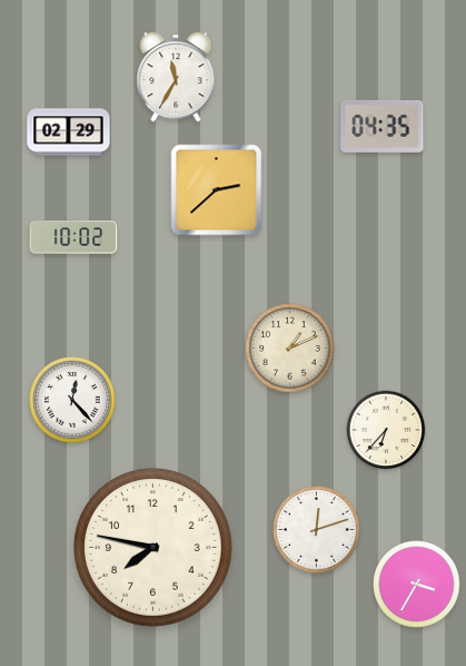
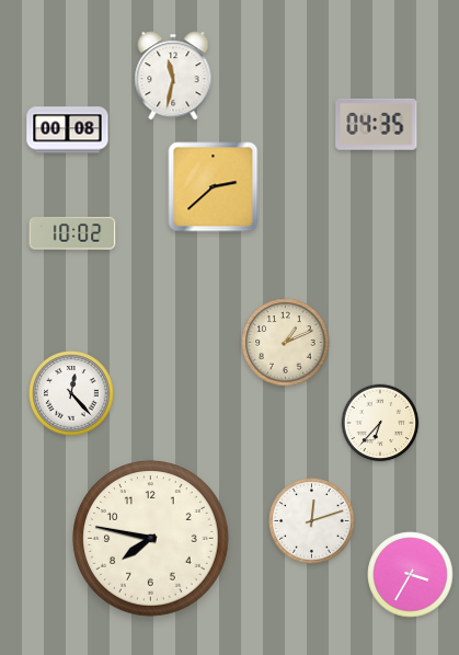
clock at (176, 77): 11:35 -> 11:32
clock at (69, 133): 02:29 -> 00:08
